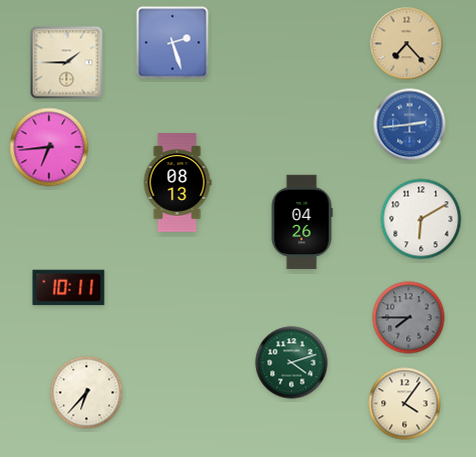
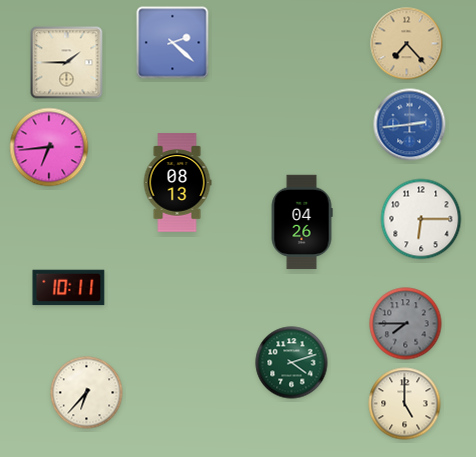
clock at (173, 43): 2:27 -> 2:22
clock at (421, 219): 6:10 -> 6:15
clock at (409, 318) position: (409, 318) -> (406, 324)
clock at (405, 404): 4:06 -> 5:00
